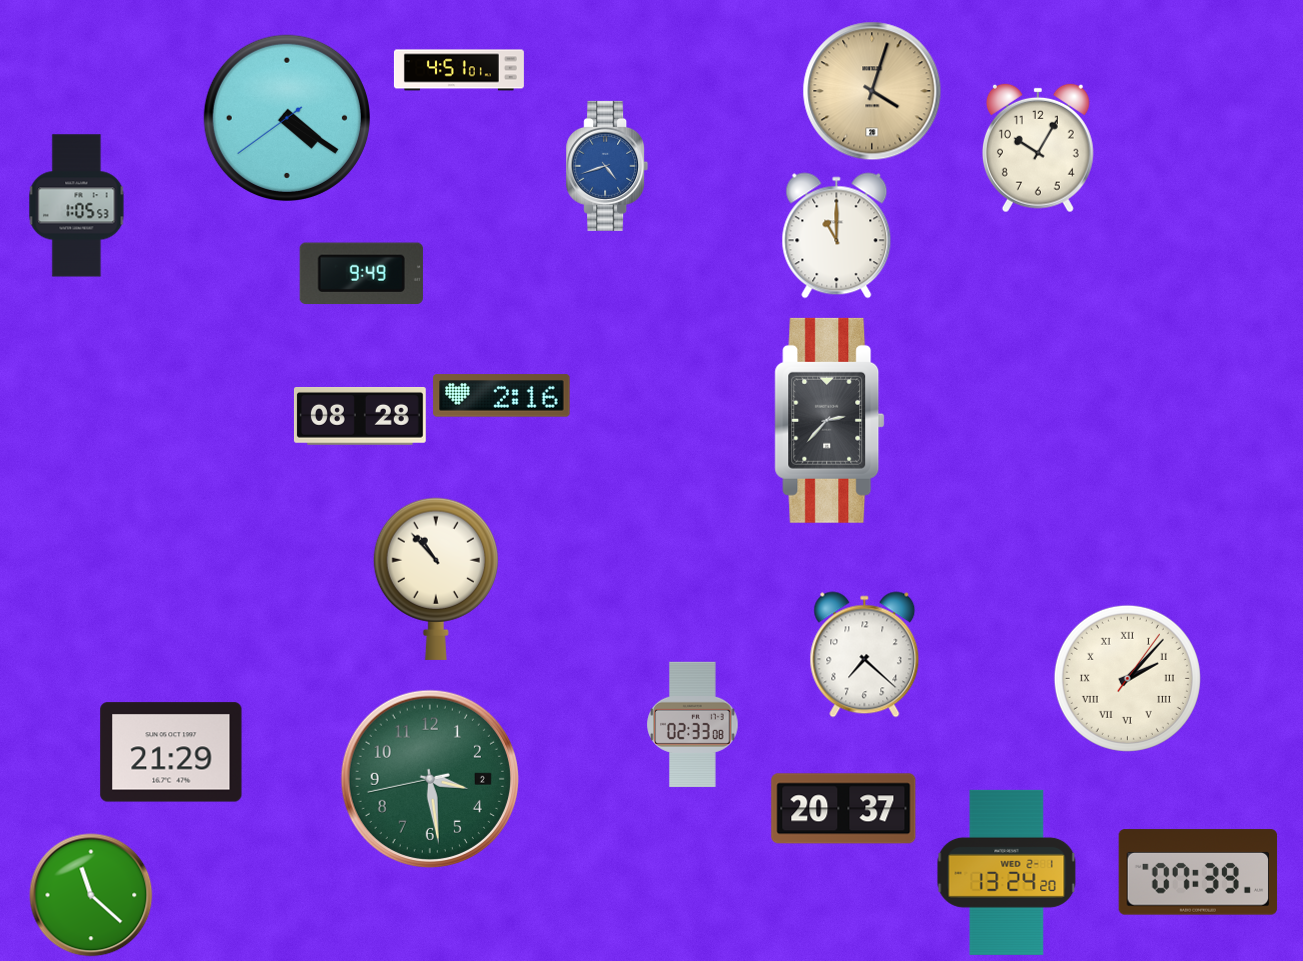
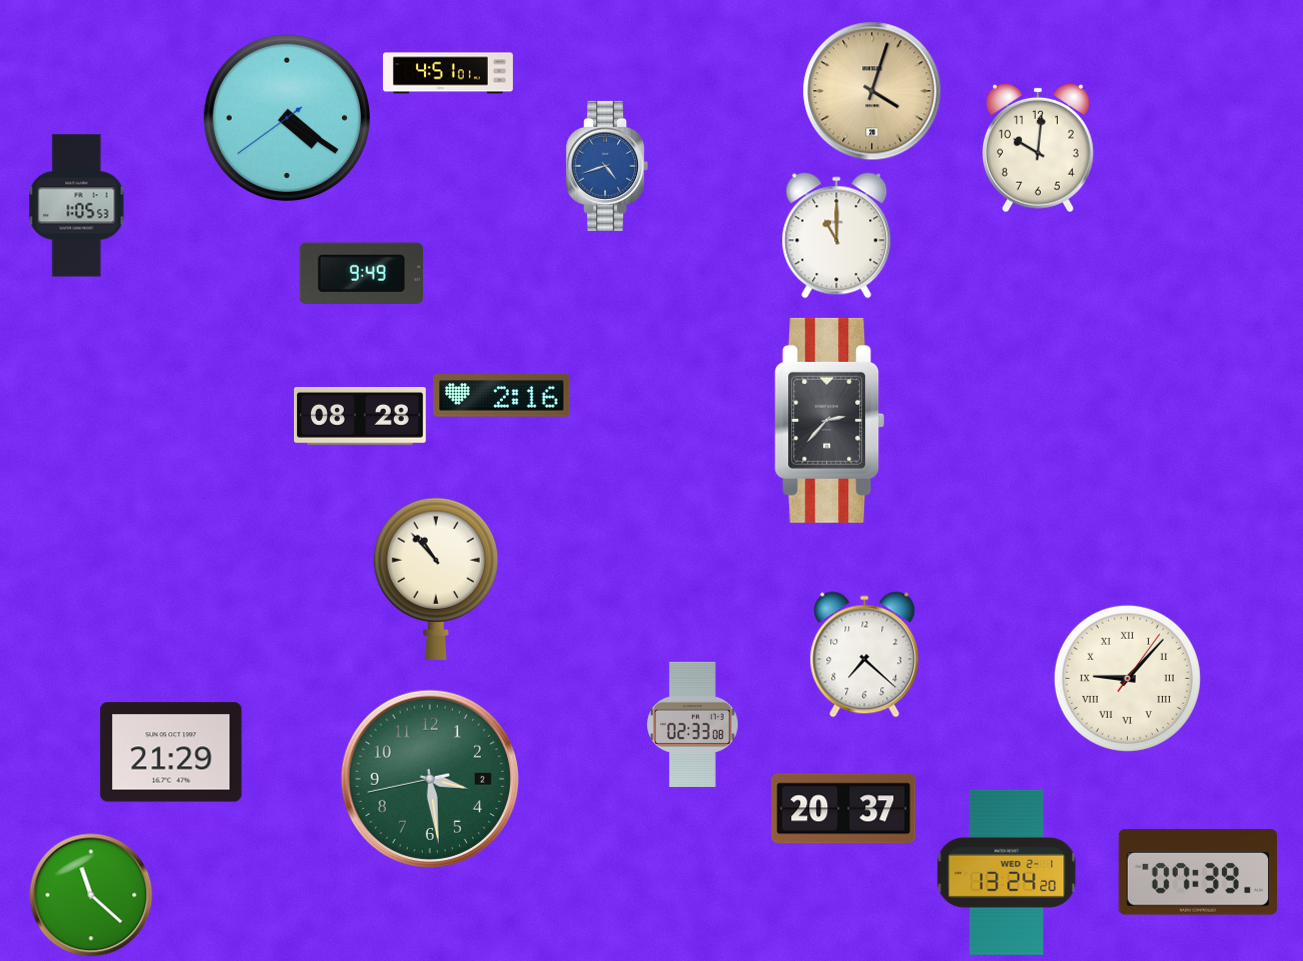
clock at (459, 70) position: (459, 70) -> (448, 73)
clock at (1038, 148): 10:05 -> 10:01
clock at (1127, 678): 2:07 -> 9:07
